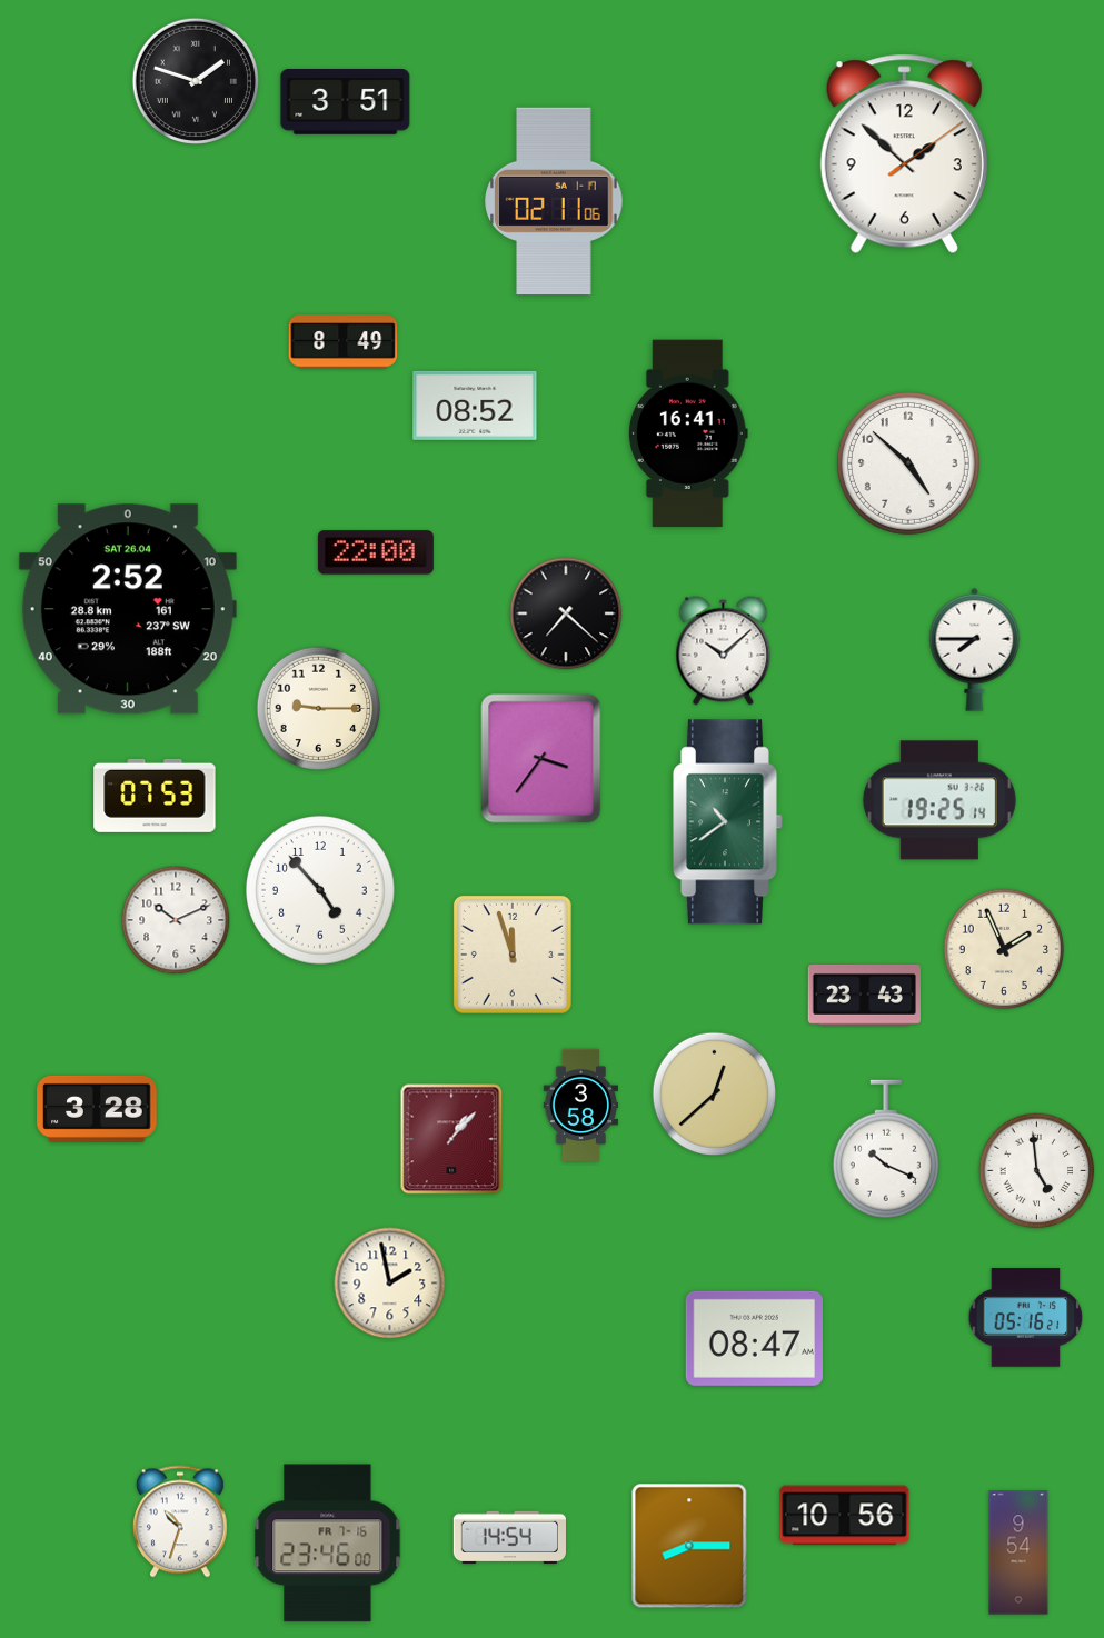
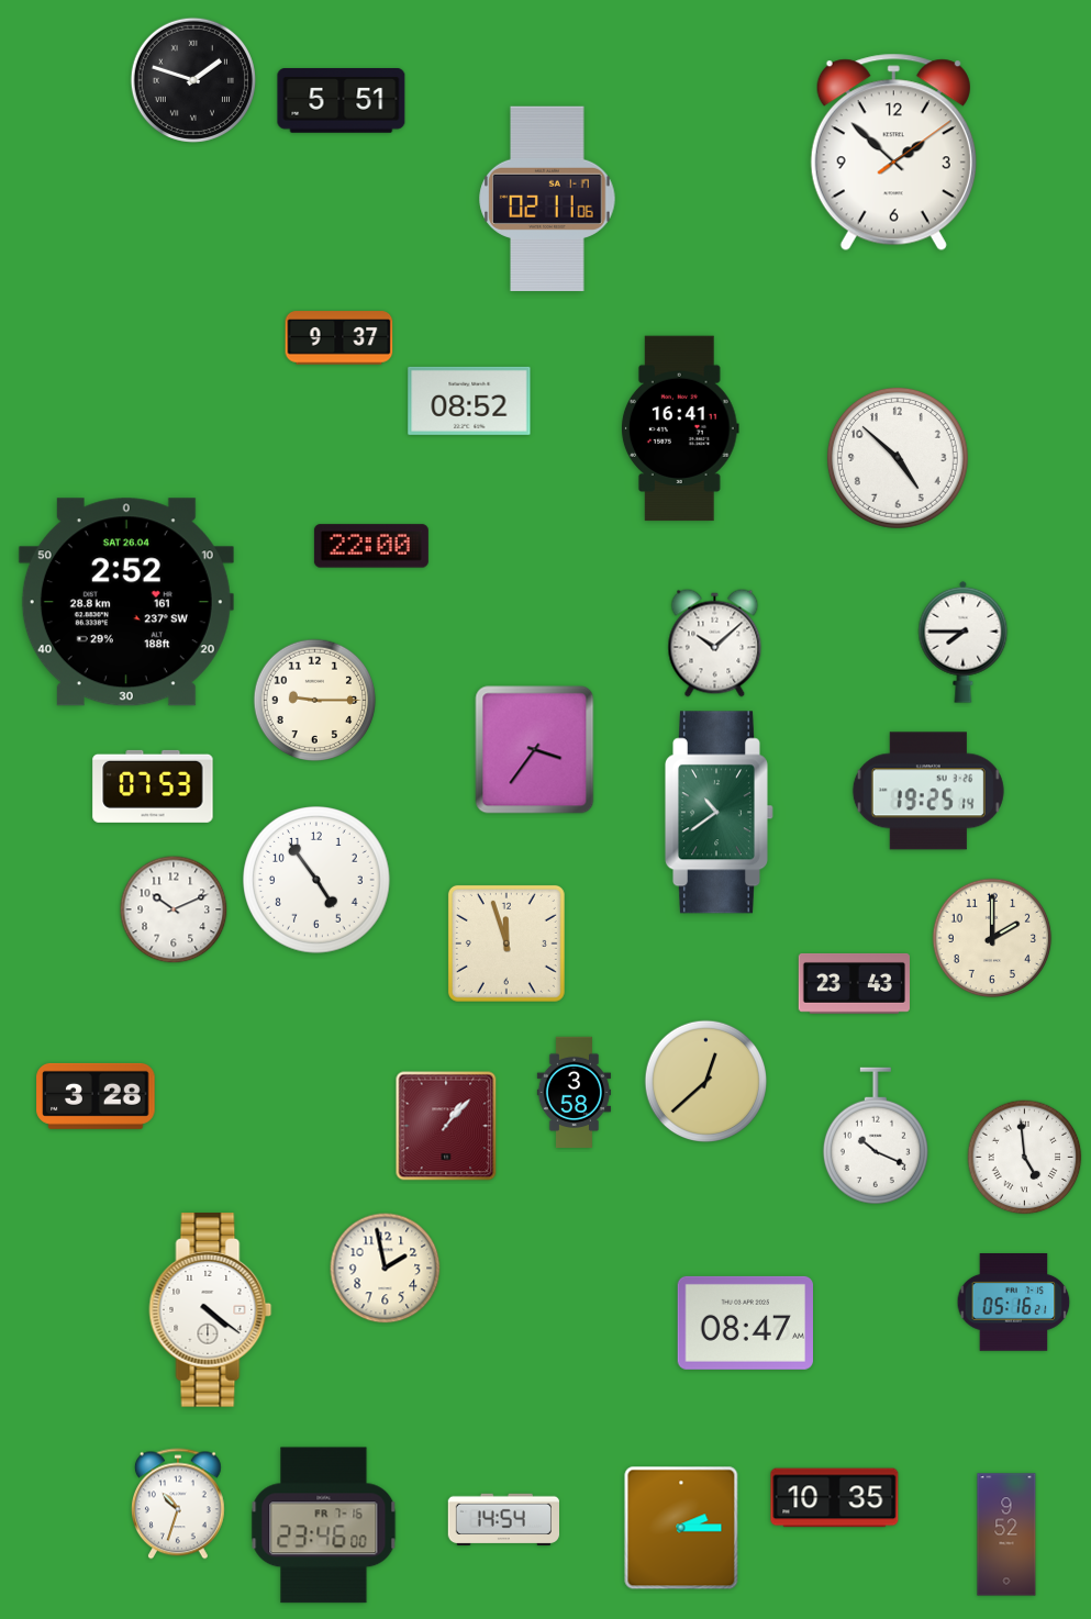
clock at (346, 102): 3:51 -> 5:51
clock at (344, 342): 8:49 -> 9:37
clock at (566, 613): 7:22 -> none
clock at (321, 891): 4:53 -> 4:54
clock at (1004, 949): 1:56 -> 2:00
clock at (211, 1310): none -> 4:21
clock at (845, 1516): 10:56 -> 10:35
clock at (689, 1546): 8:15 -> 2:15
clock at (1018, 1552): 9:54 -> 9:52
